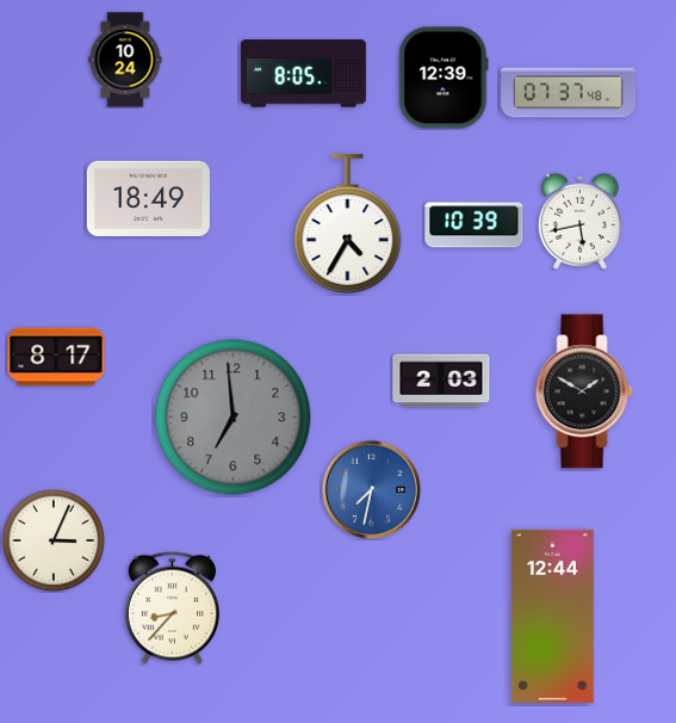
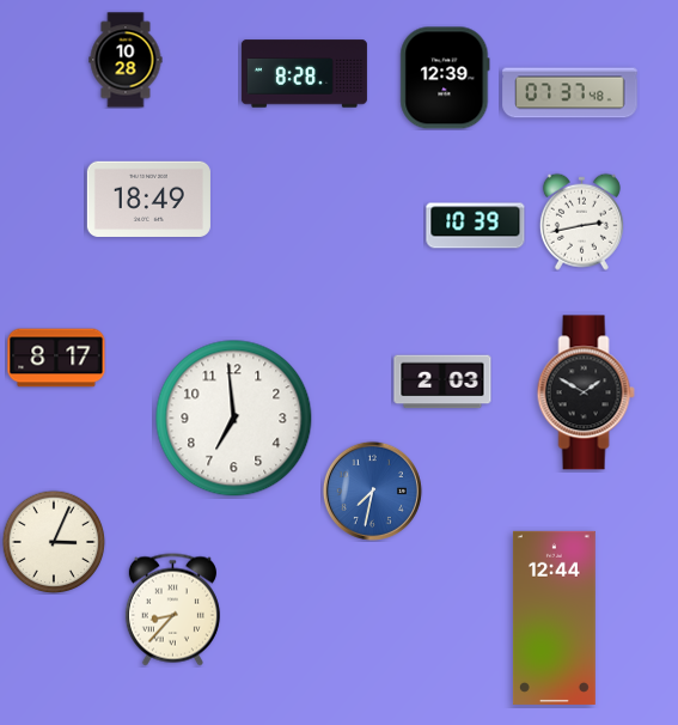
clock at (125, 60): 10:24 -> 10:28
clock at (303, 74): 8:05 -> 8:28
clock at (579, 221): 5:43 -> 2:43
clock at (348, 224): 4:35 -> none
clock at (234, 418) dial: grey -> white
